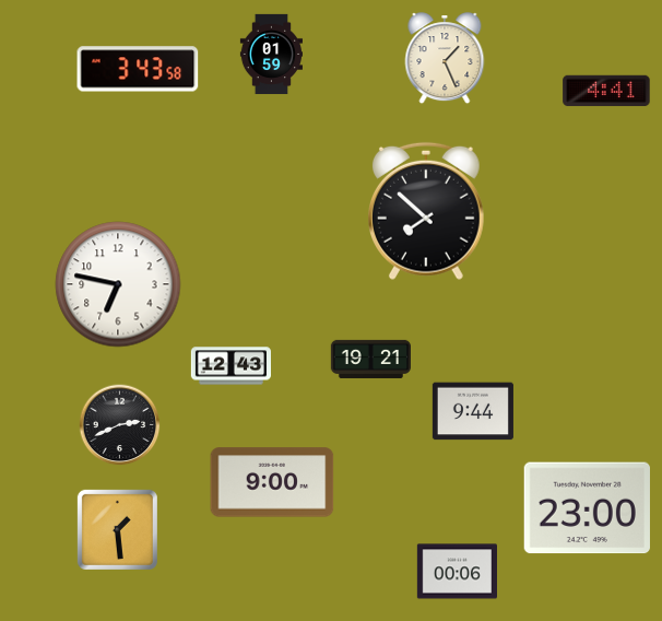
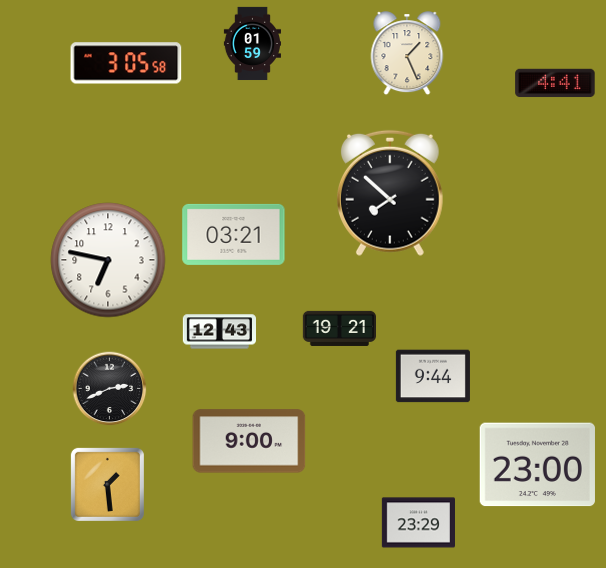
clock at (271, 55) position: (271, 55) -> (252, 44)
clock at (138, 69): 3:43 -> 3:05
clock at (234, 234): none -> 03:21
clock at (232, 366) position: (232, 366) -> (220, 332)
clock at (457, 572): 00:06 -> 23:29
